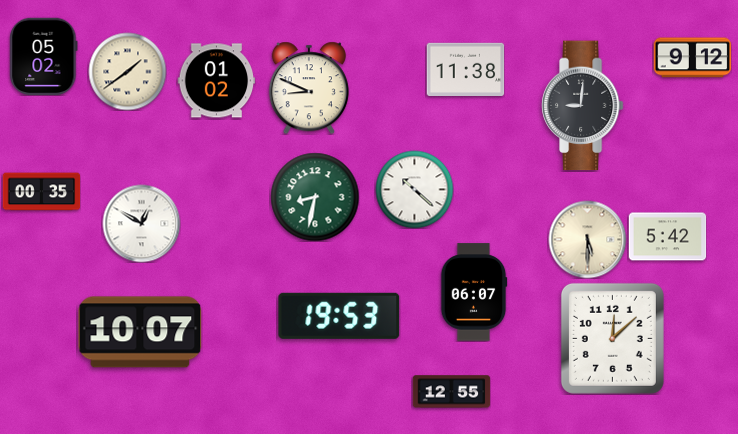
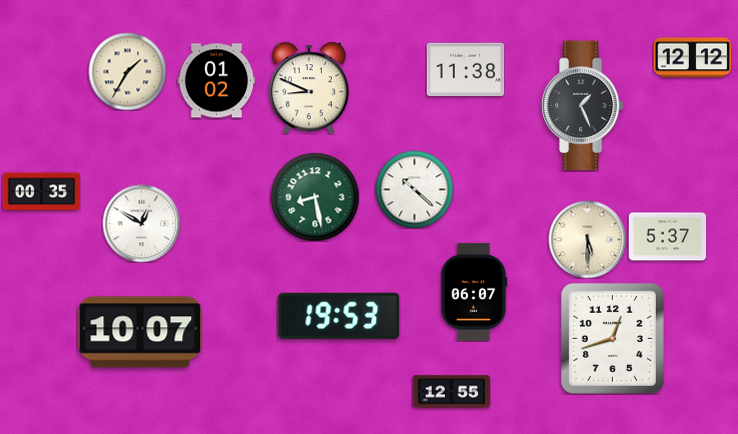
clock at (44, 56): 05:02 -> none
clock at (692, 58): 9:12 -> 12:12
clock at (127, 71): 1:39 -> 1:35
clock at (582, 106): 9:01 -> 1:26
clock at (315, 197): 8:32 -> 8:28
clock at (667, 237): 5:42 -> 5:37
clock at (612, 338): 12:08 -> 12:42
